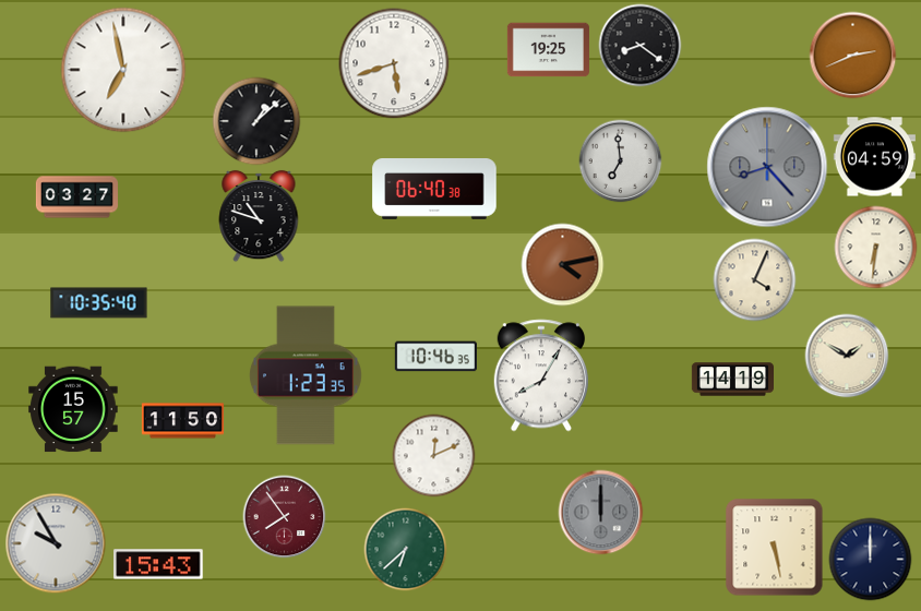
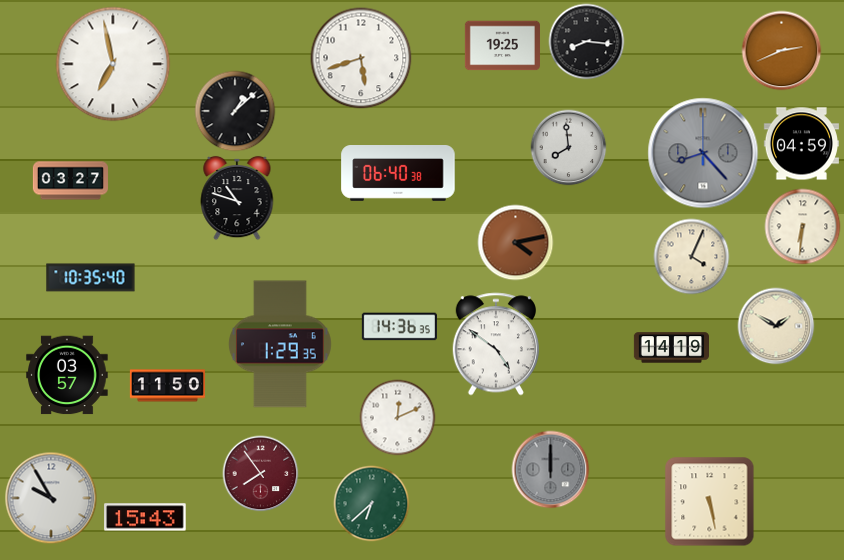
clock at (641, 46): 8:21 -> 8:16
clock at (621, 161): 6:59 -> 7:59
clock at (435, 357): 10:46 -> 14:36
clock at (306, 375): 1:23 -> 1:29
clock at (540, 375): 8:05 -> 4:51
clock at (73, 409): 15:57 -> 03:57
clock at (871, 560): 12:00 -> none
